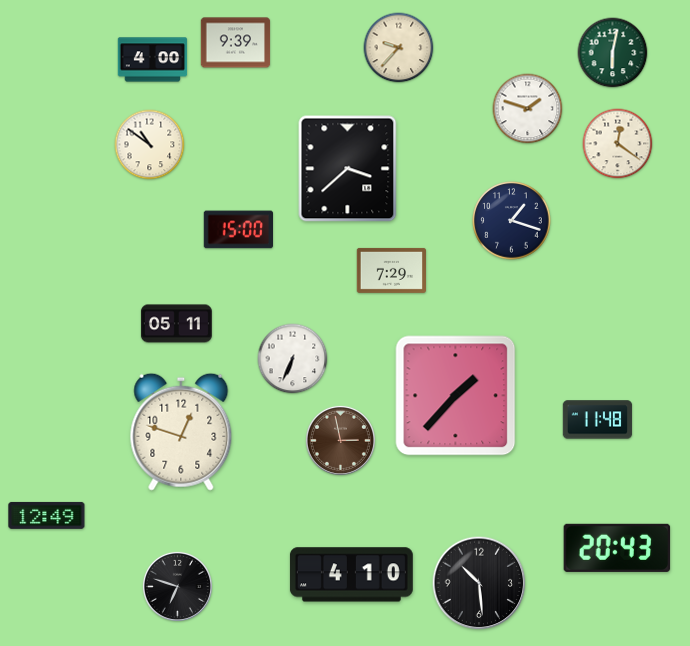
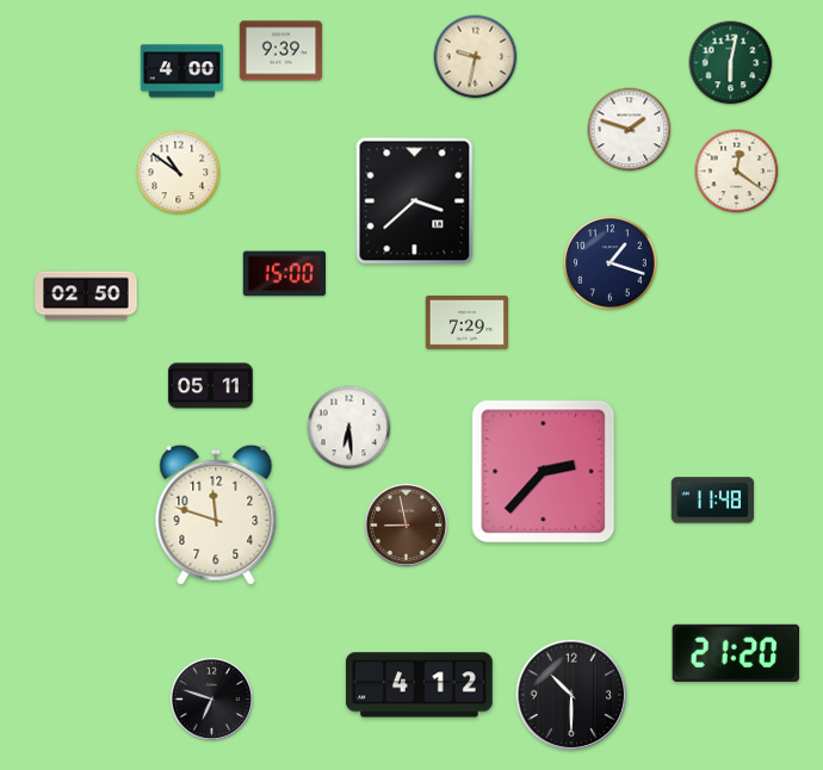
clock at (399, 48): 9:37 -> 9:32
clock at (86, 296): none -> 02:50
clock at (293, 359): 6:34 -> 6:29
clock at (456, 396): 1:37 -> 2:37
clock at (181, 432): 12:48 -> 11:48
clock at (340, 440): 2:58 -> 8:58
clock at (47, 515): 12:49 -> none
clock at (617, 548): 20:43 -> 21:20
clock at (351, 575): 4:10 -> 4:12
clock at (479, 583): 10:29 -> 10:30
